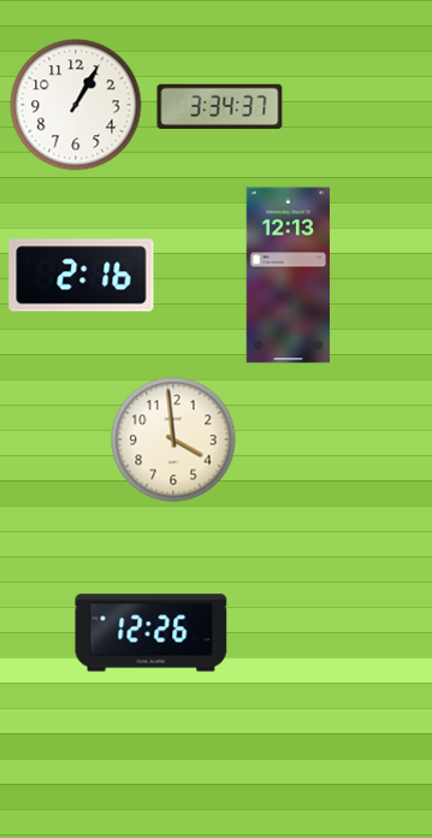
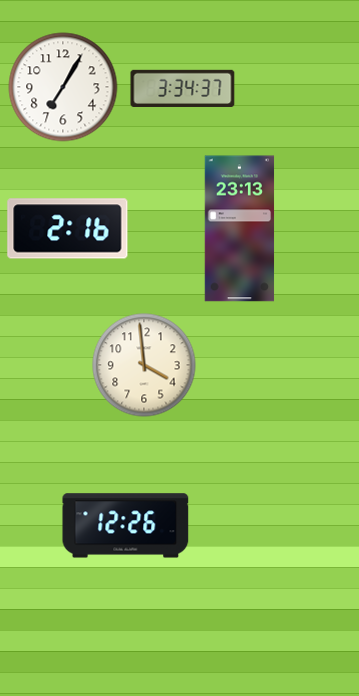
clock at (76, 105): 1:05 -> 7:05
clock at (289, 276): 12:13 -> 23:13
